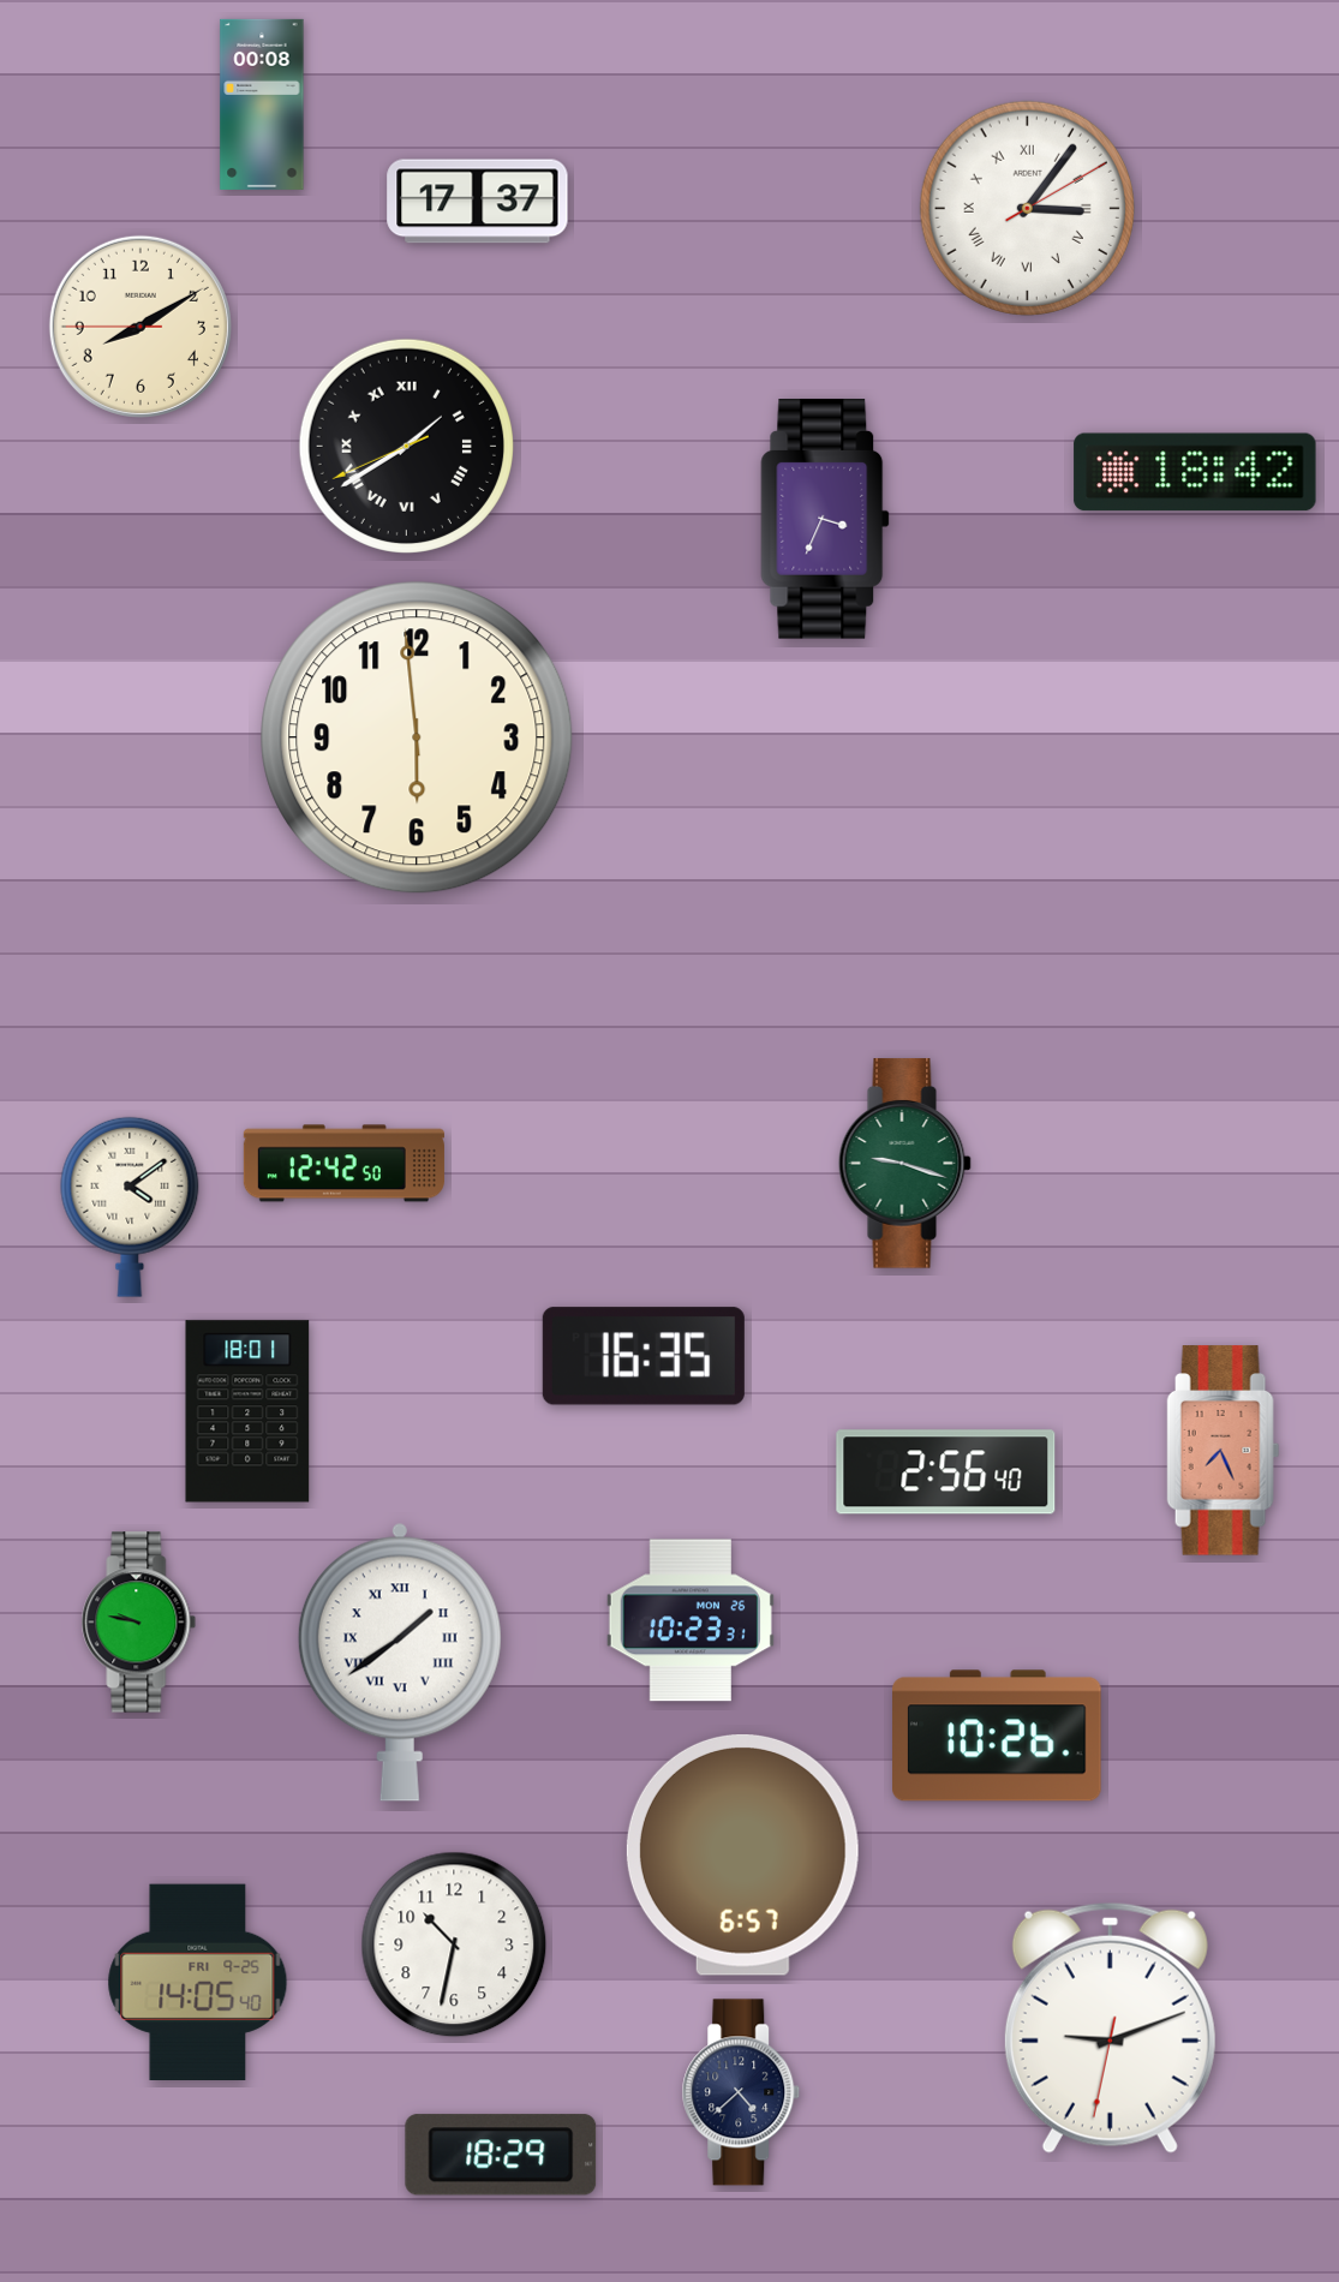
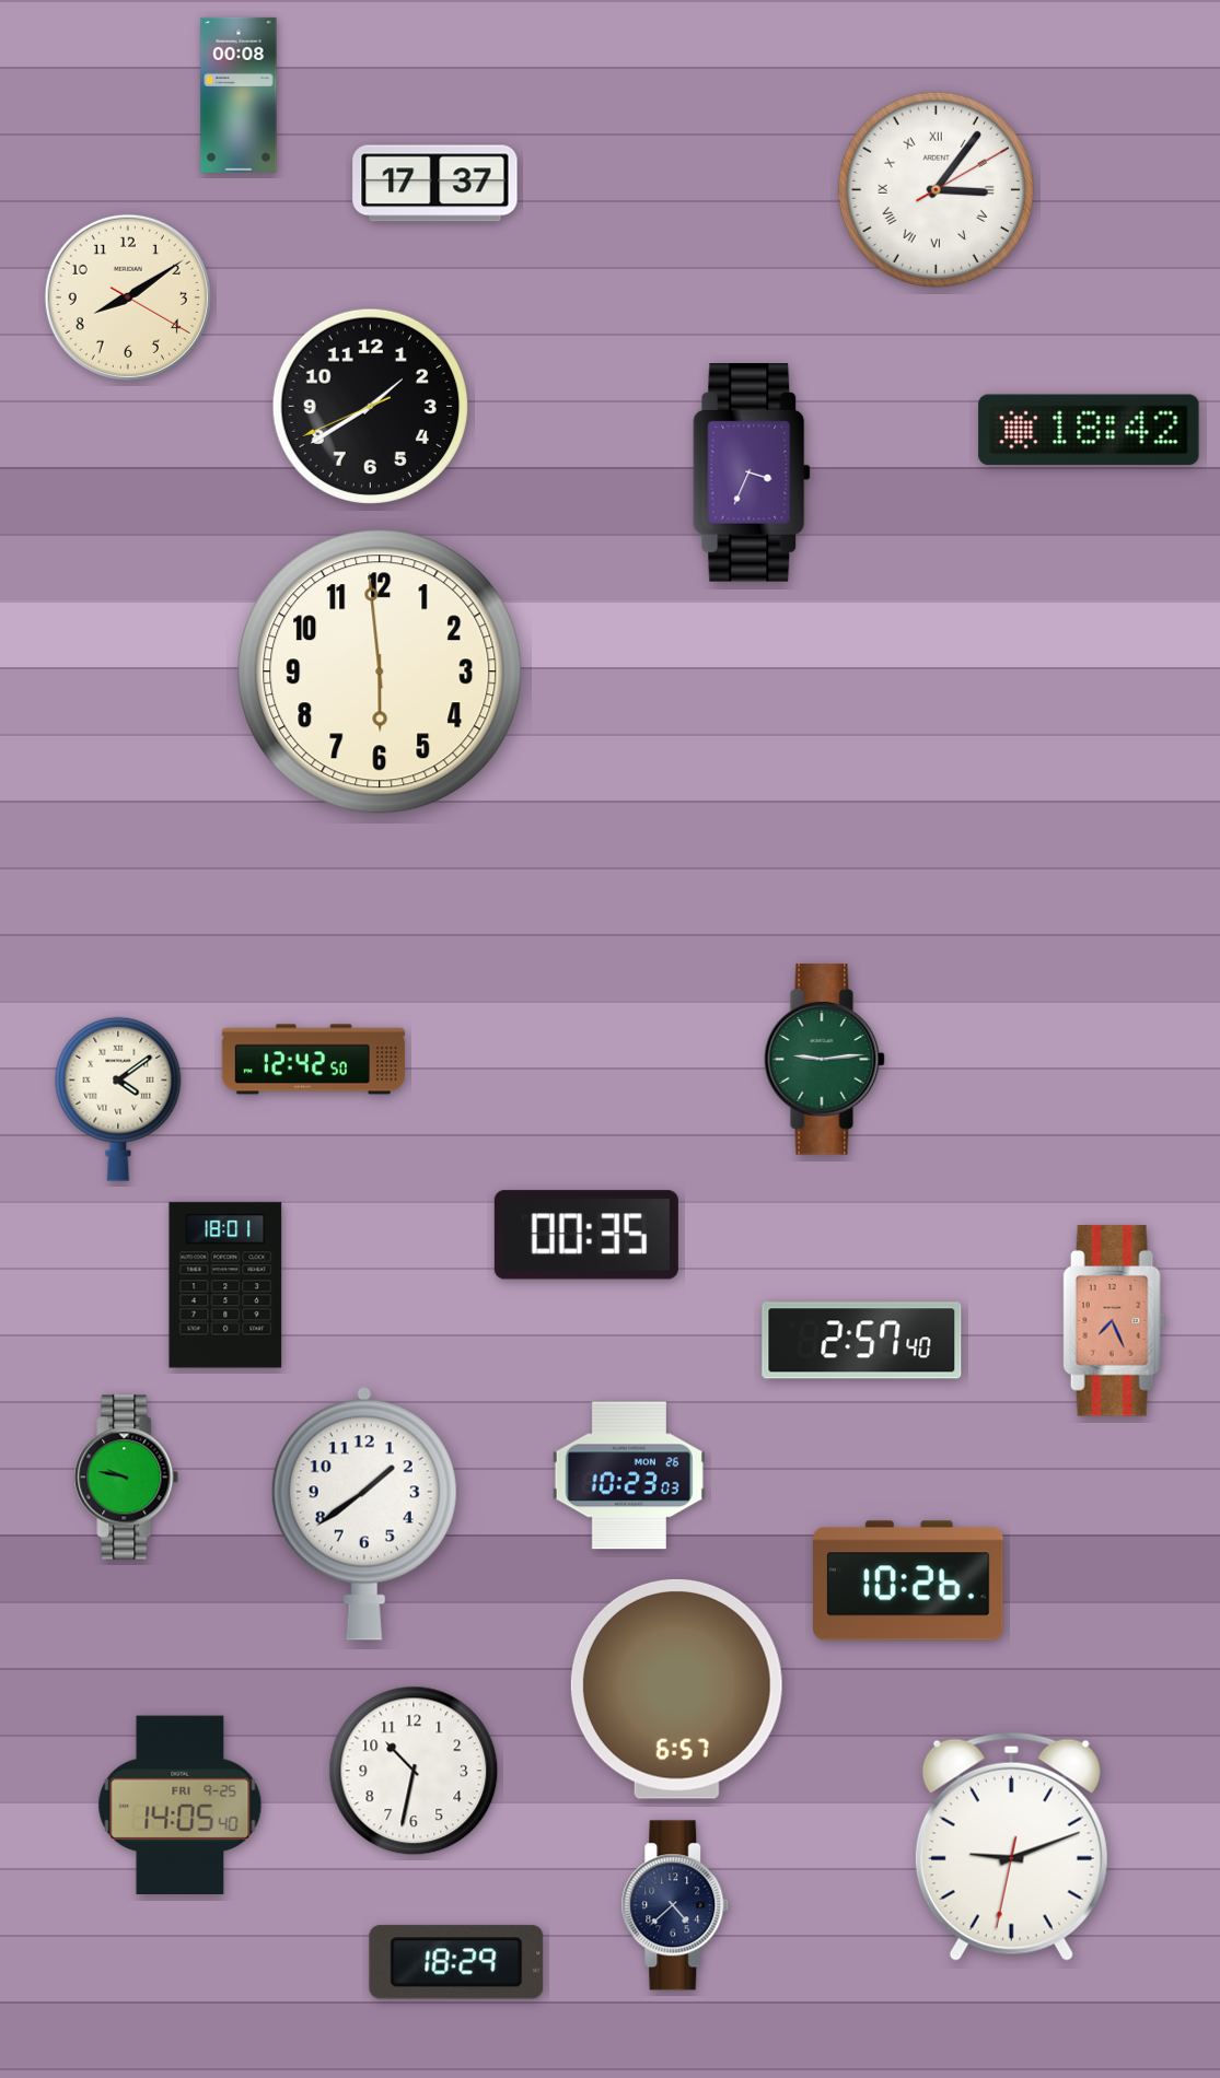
clock at (141, 327): 8:09:45 -> 8:09:20
clock at (406, 446) numerals: Roman -> Arabic
clock at (904, 1164): 9:18 -> 9:14
clock at (644, 1356): 16:35 -> 00:35
clock at (946, 1472): 2:56 -> 2:57
clock at (691, 1620): 10:23:31 -> 10:23:03
clock at (400, 1662) numerals: Roman -> Arabic
